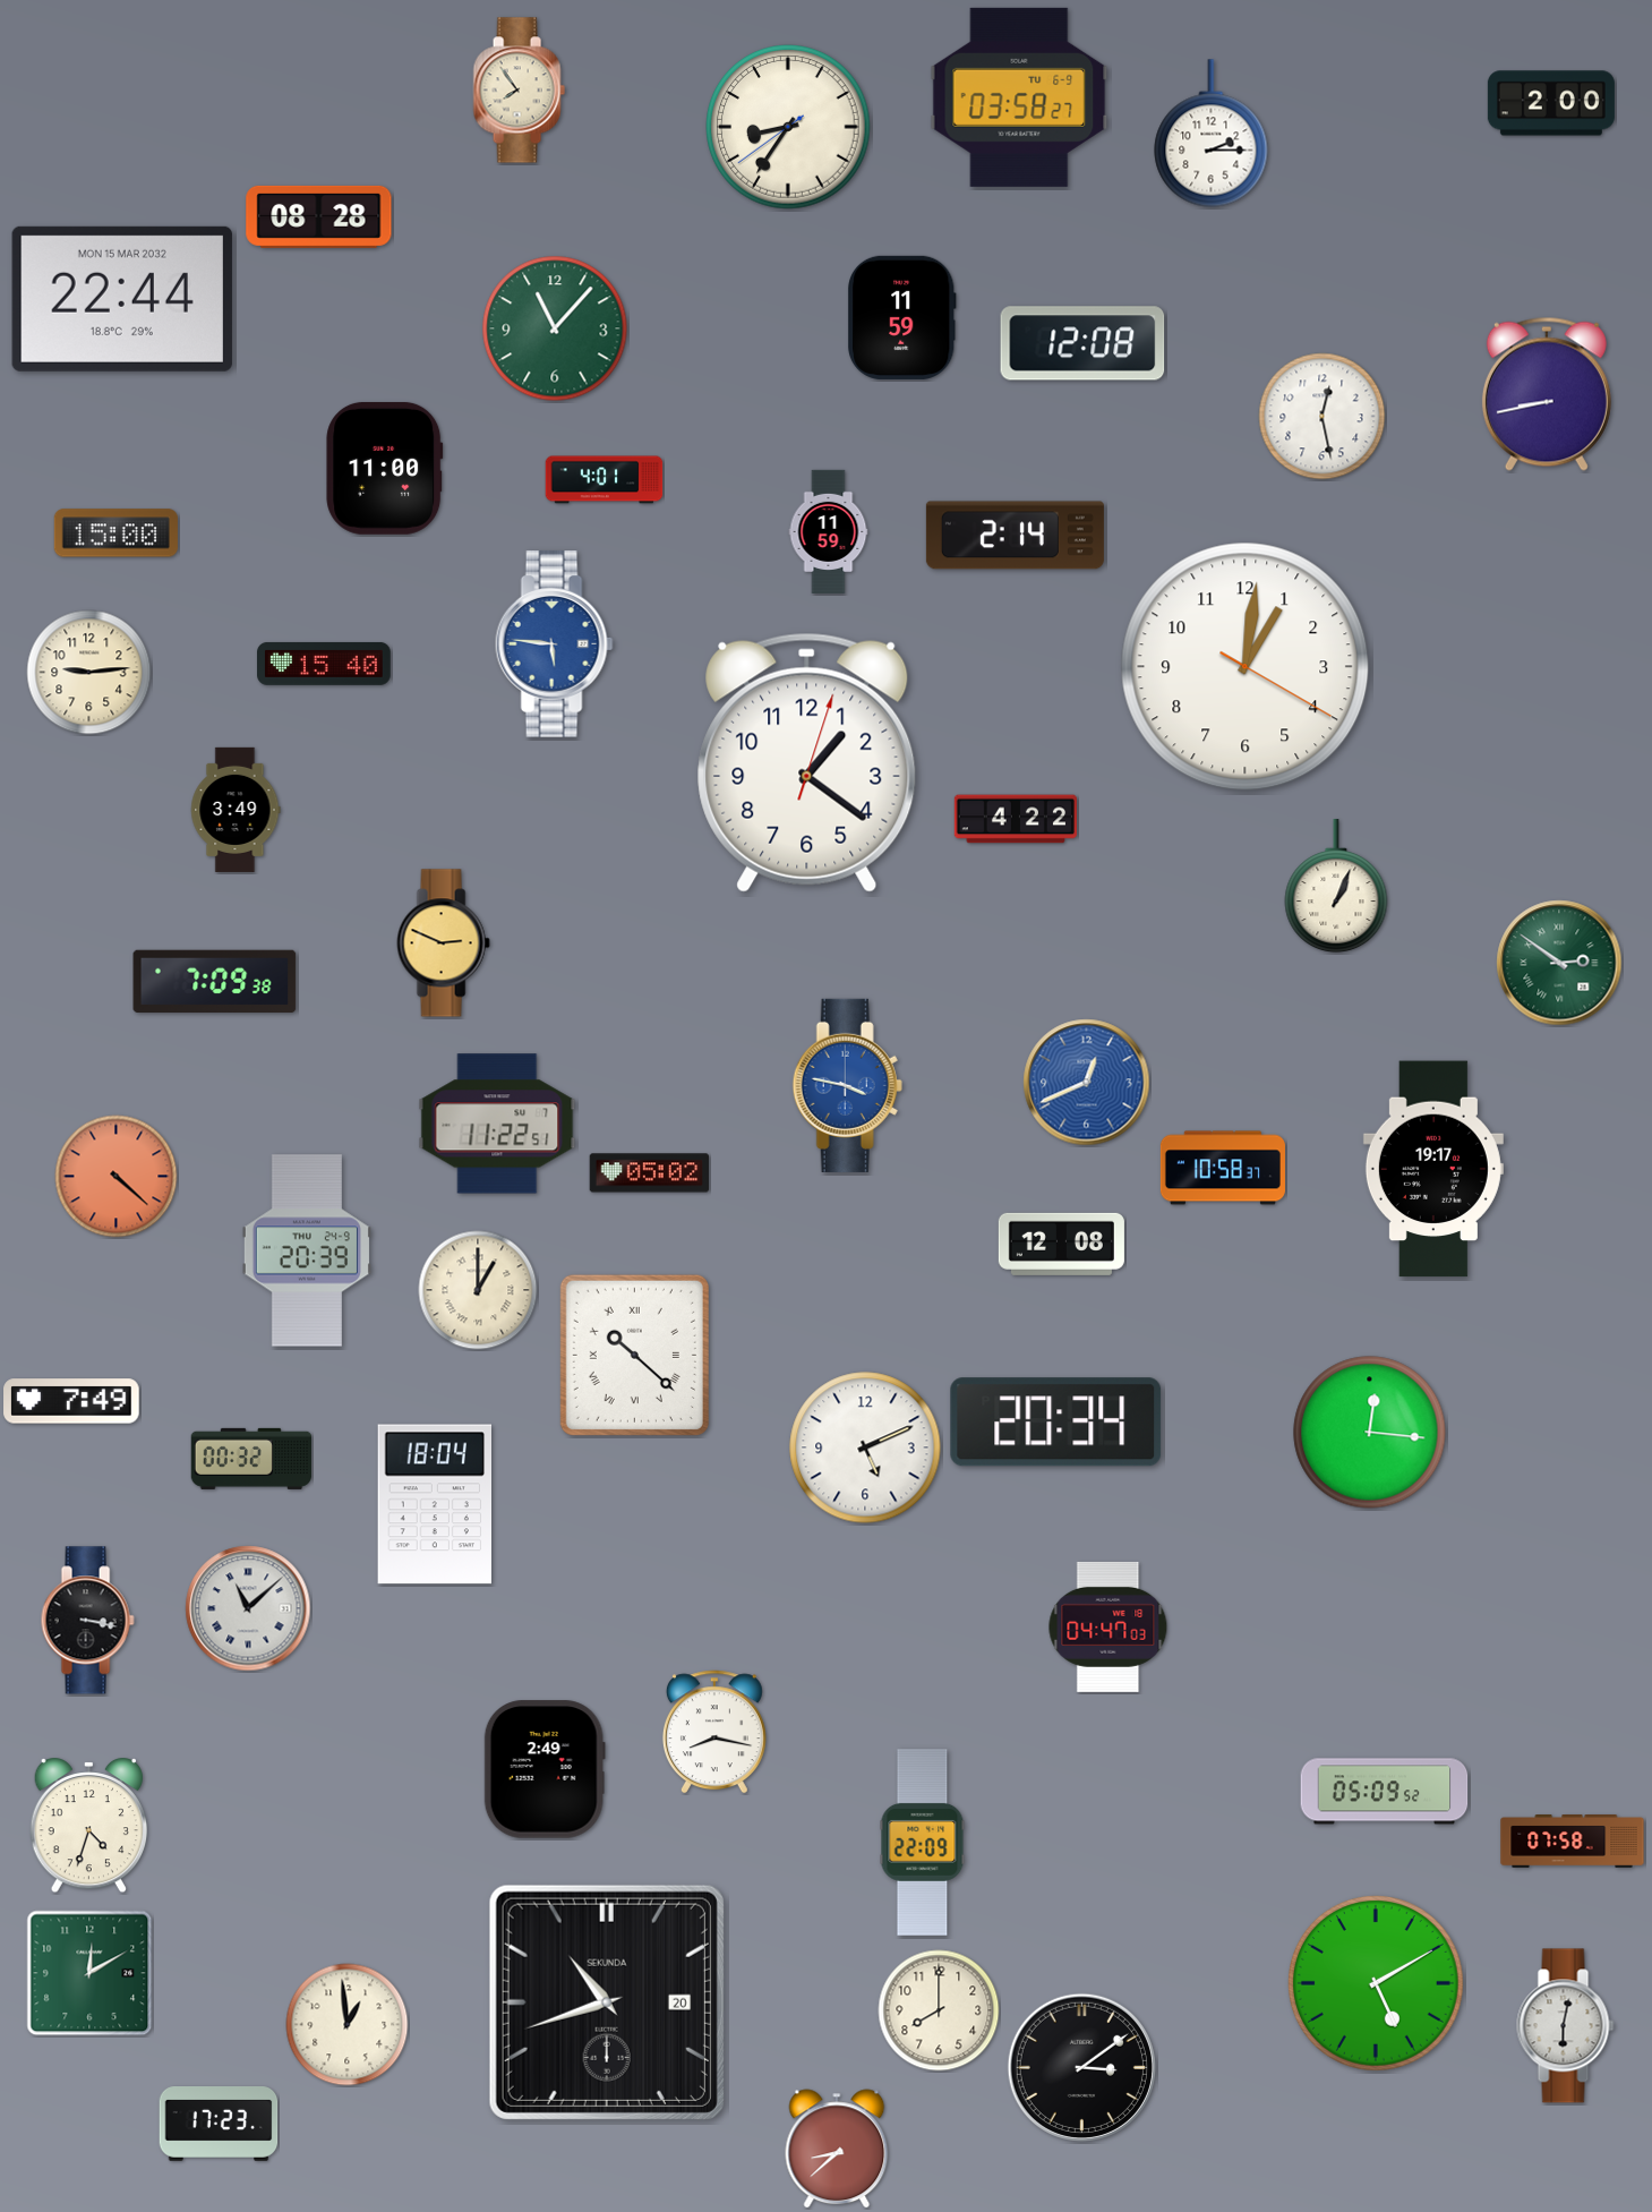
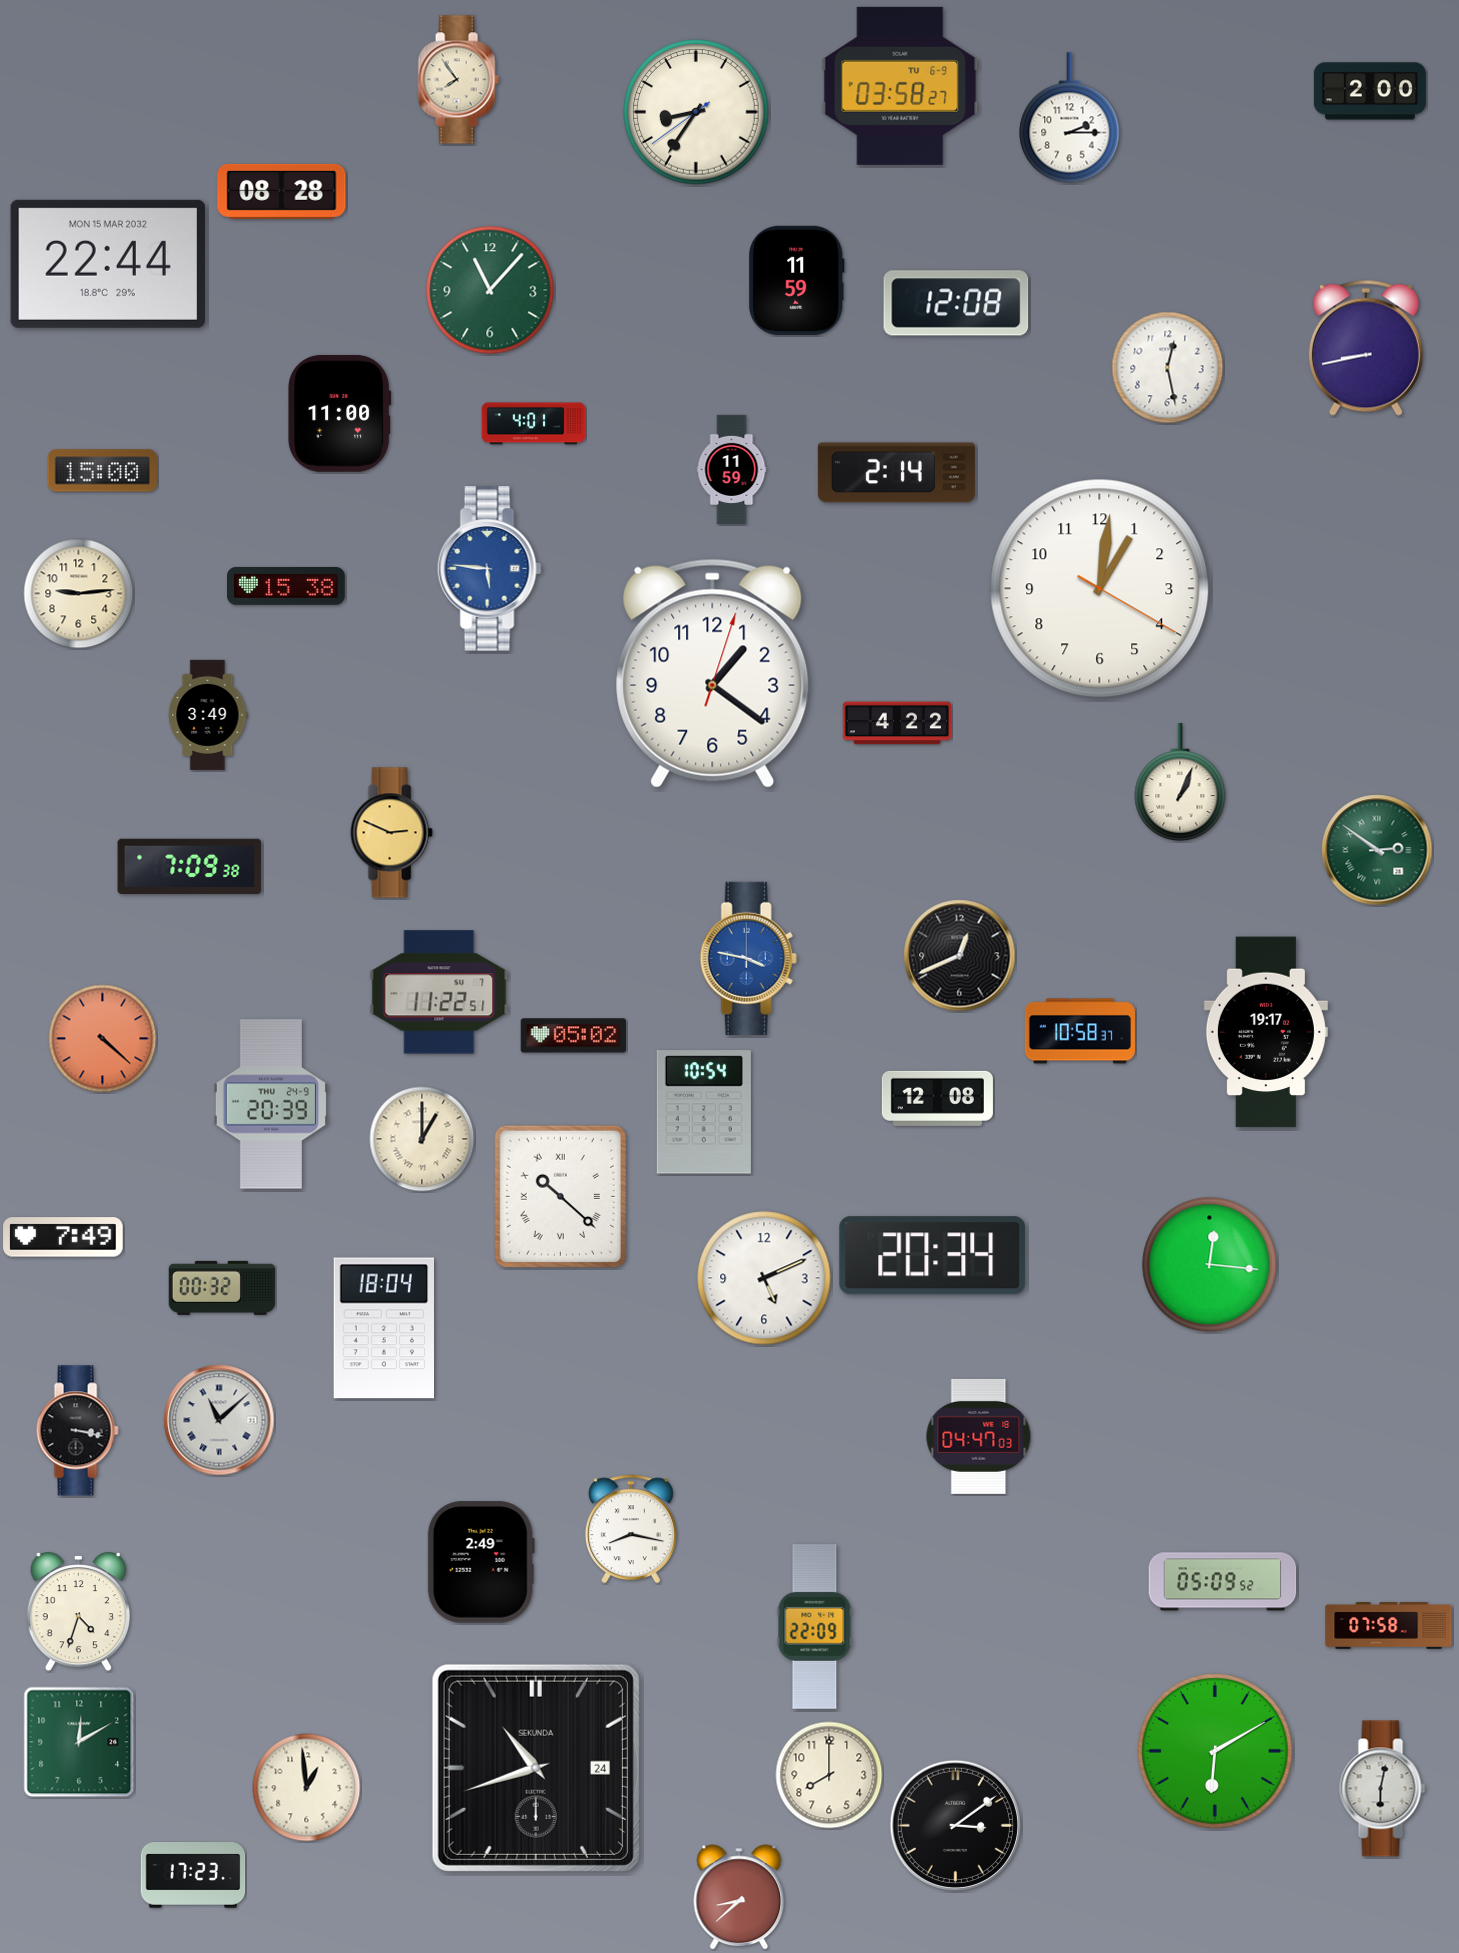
clock at (324, 664): 15:40 -> 15:38
clock at (1087, 1083) dial: blue -> black
clock at (704, 1112): none -> 10:54
clock at (1376, 1983): 5:10 -> 6:10
clock at (607, 2002) date: 20 -> 24
